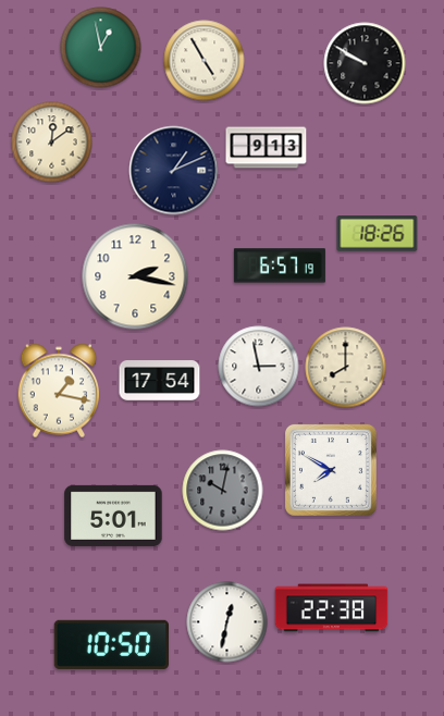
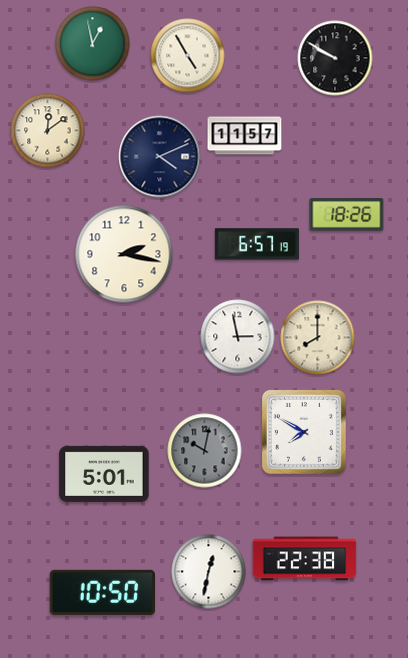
clock at (267, 148): 9:13 -> 11:57
clock at (174, 171): 1:11 -> 4:11
clock at (160, 381): 17:54 -> none
clock at (59, 391): 1:17 -> none
